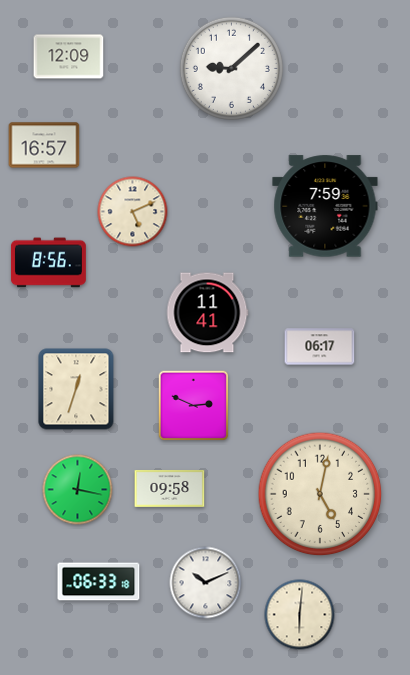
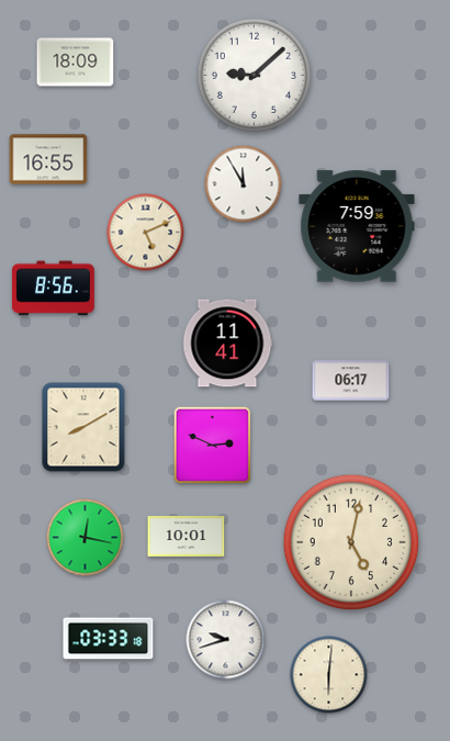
clock at (69, 57): 12:09 -> 18:09
clock at (44, 145): 16:57 -> 16:55
clock at (244, 184): none -> 11:55
clock at (76, 389): 12:33 -> 8:10
clock at (170, 488): 09:58 -> 10:01
clock at (99, 582): 06:33 -> 03:33
clock at (206, 583): 10:11 -> 9:42
